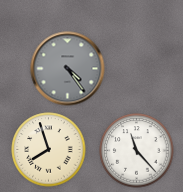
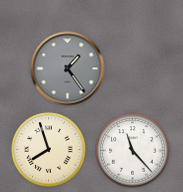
clock at (68, 69): 4:24 -> 1:24
clock at (137, 151) position: (137, 151) -> (133, 151)
